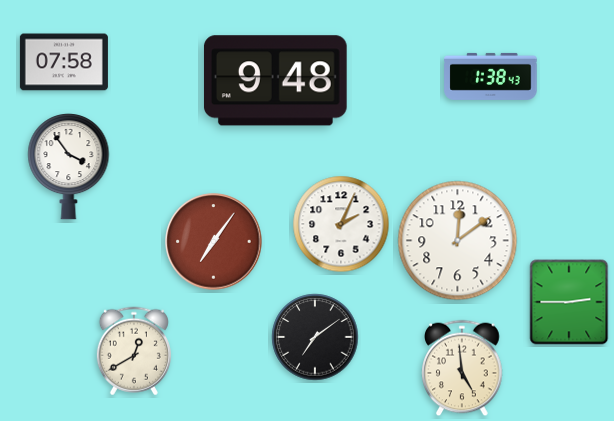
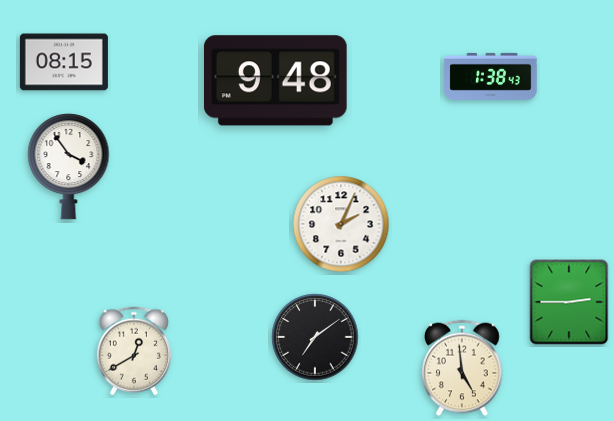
clock at (64, 62): 07:58 -> 08:15
clock at (458, 241): 12:09 -> none
clock at (214, 242): 7:06 -> none
